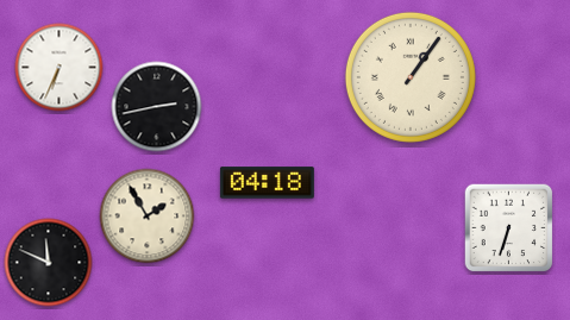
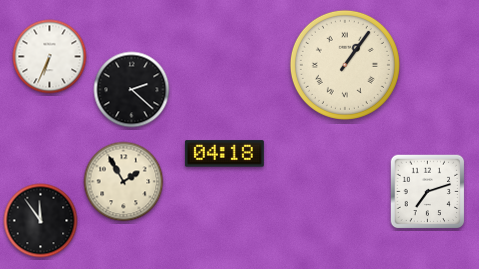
clock at (157, 107): 2:43 -> 2:22
clock at (509, 228): 6:33 -> 7:12
clock at (49, 263): 11:49 -> 11:54
